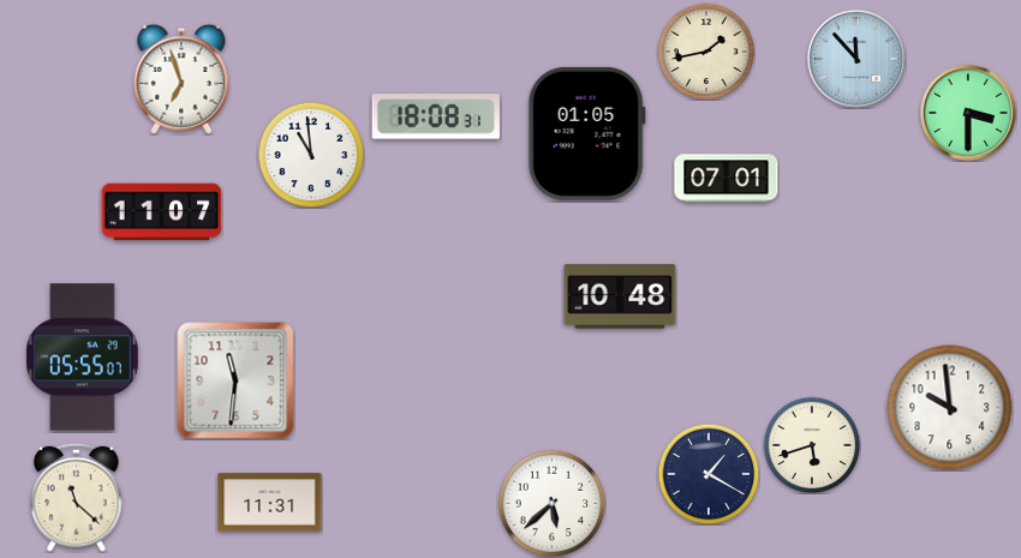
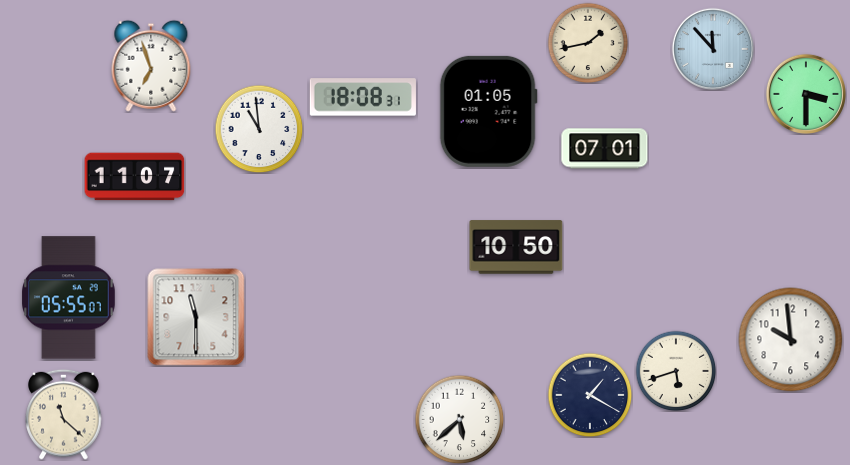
clock at (620, 296): 10:48 -> 10:50
clock at (235, 380): 11:31 -> 11:30
clock at (270, 503): 11:31 -> none
